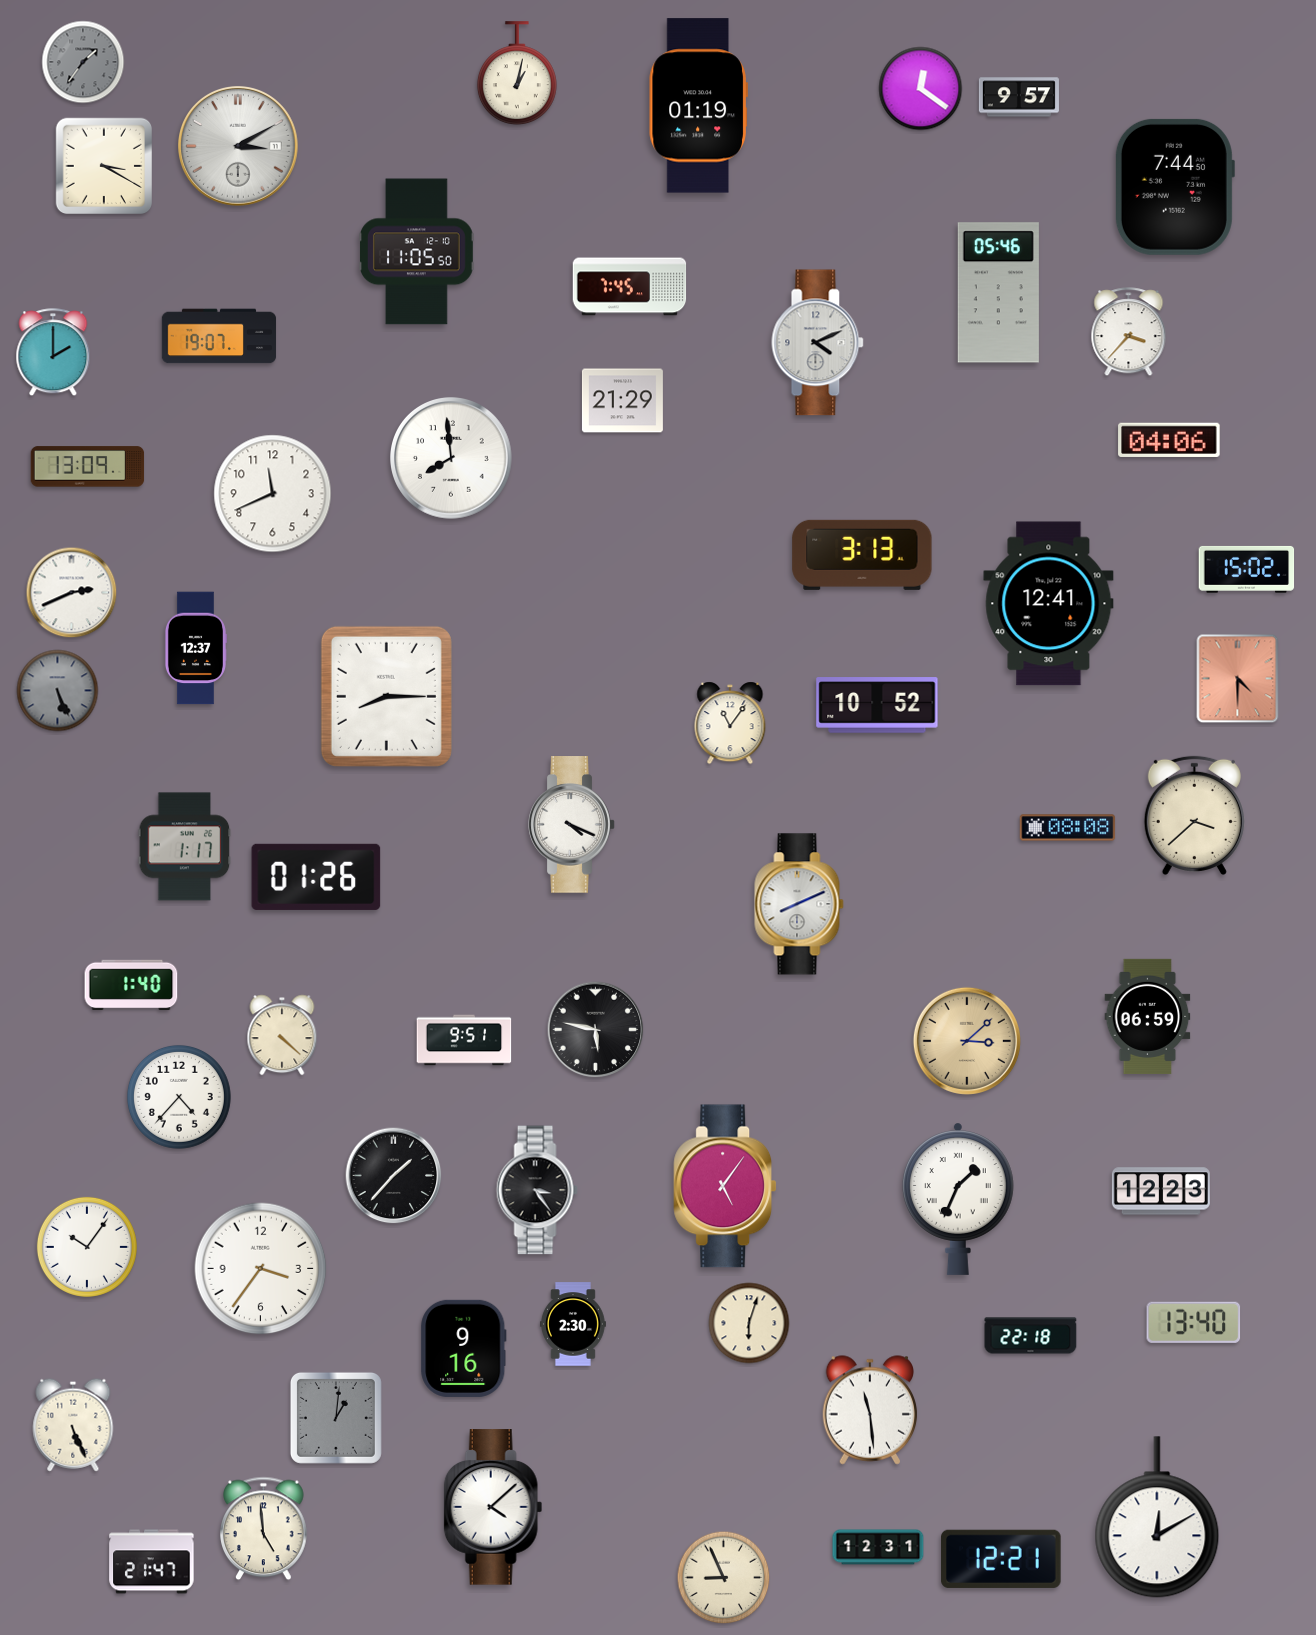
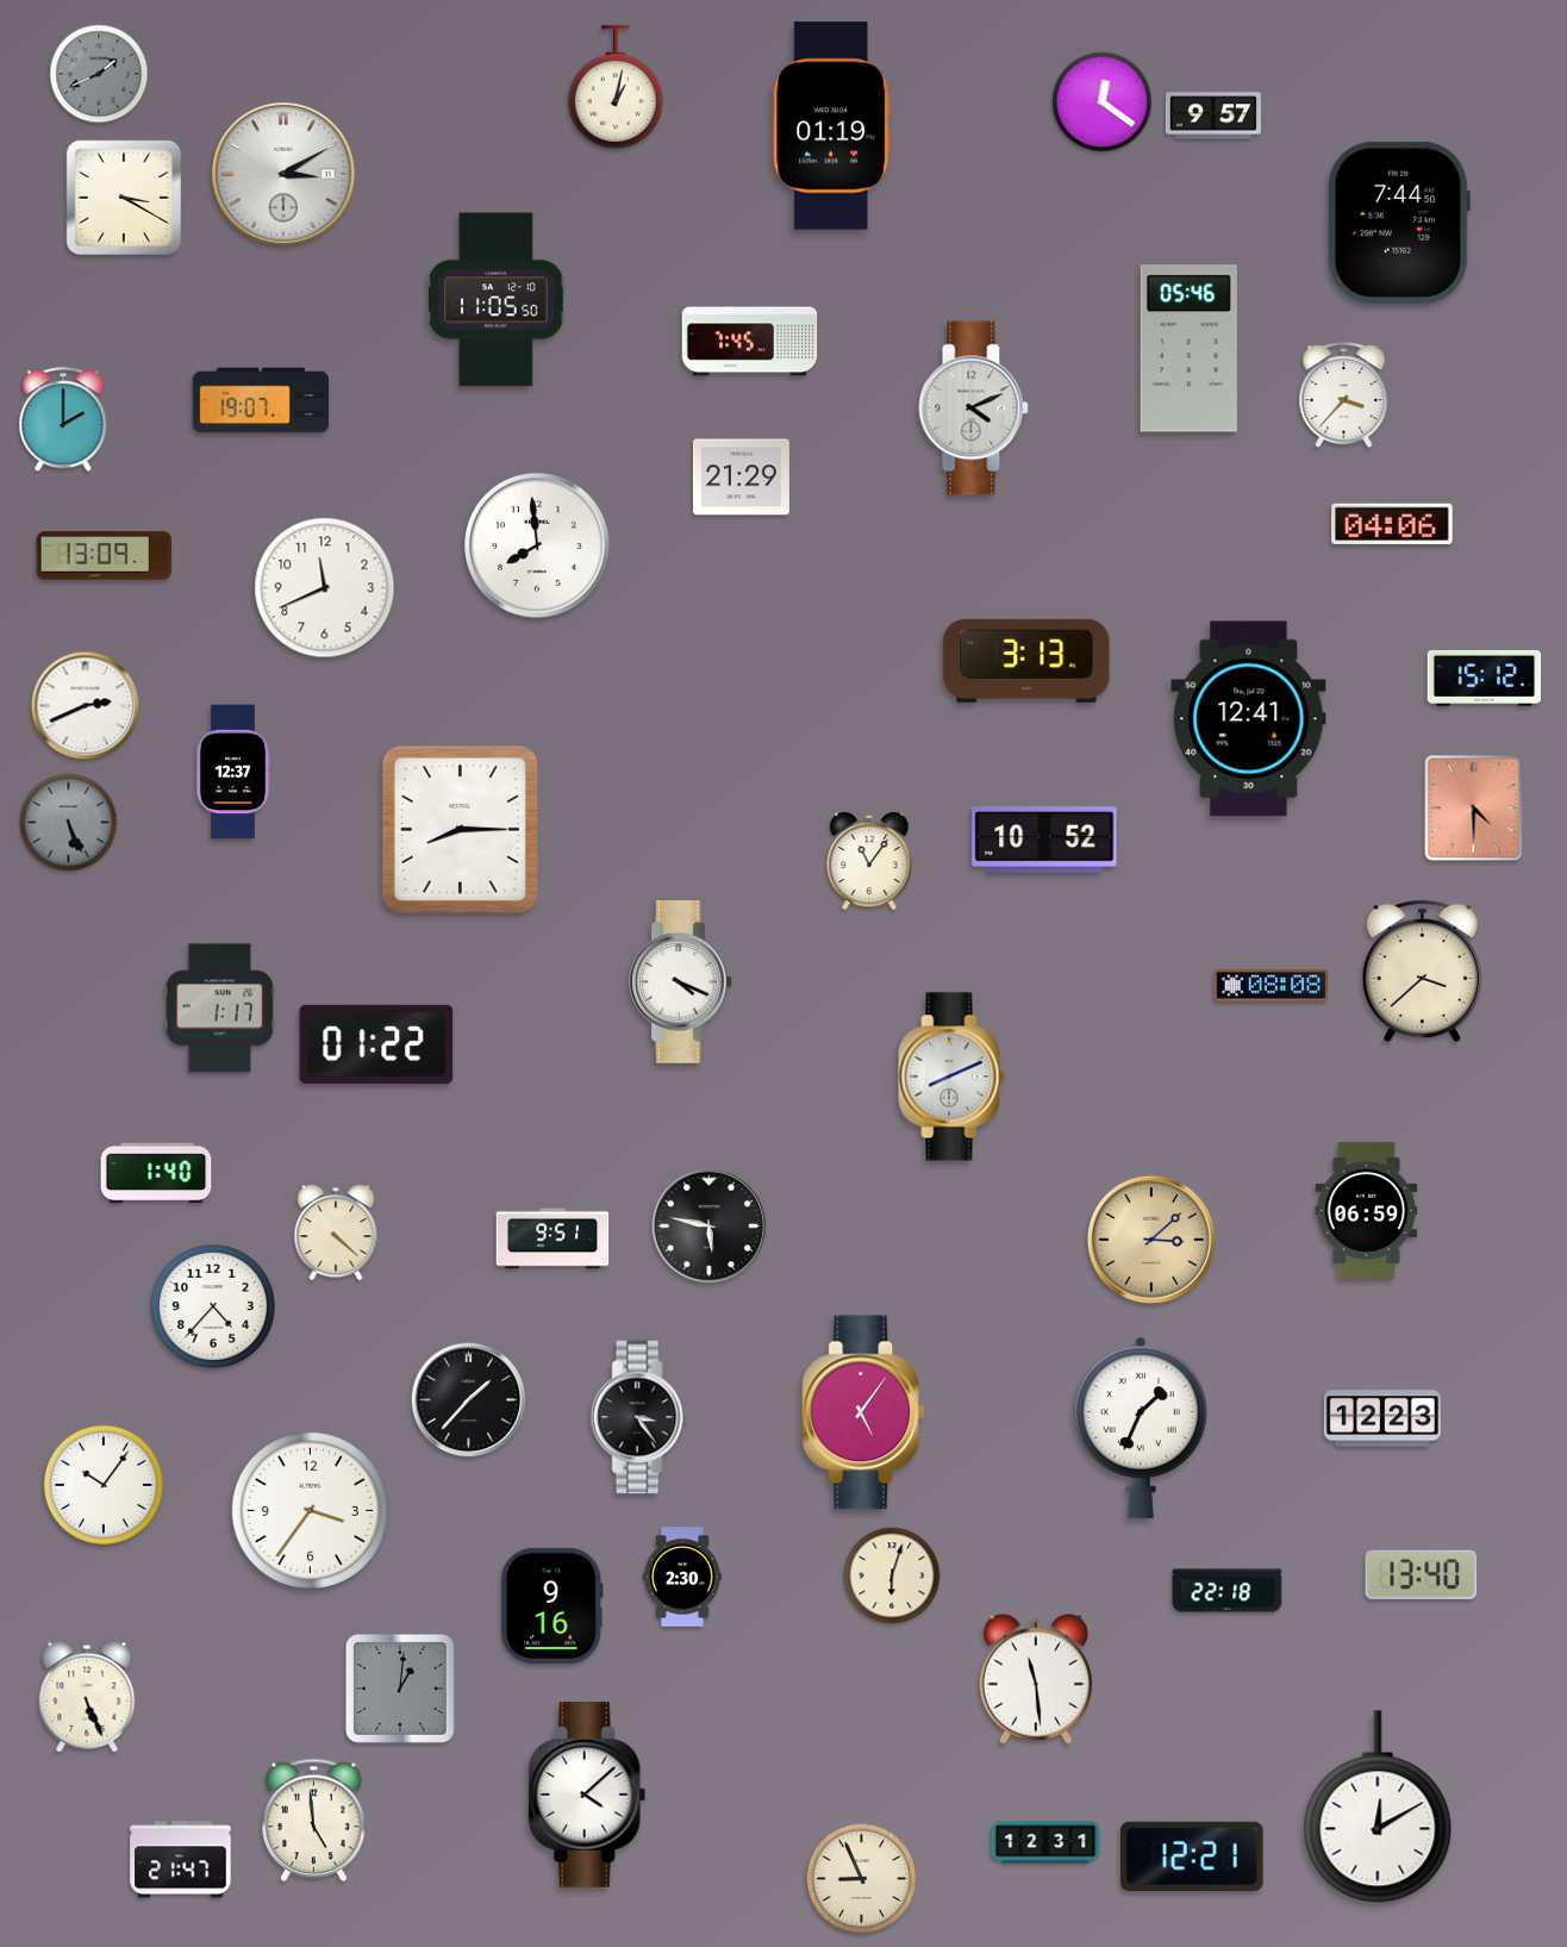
clock at (83, 62): 1:36 -> 1:41
clock at (921, 89) position: (921, 89) -> (1103, 102)
clock at (1247, 569): 15:02 -> 15:12
clock at (316, 877): 01:26 -> 01:22
